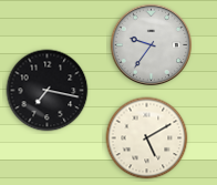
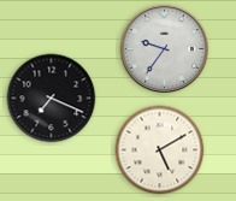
clock at (48, 91): 7:17 -> 7:19
